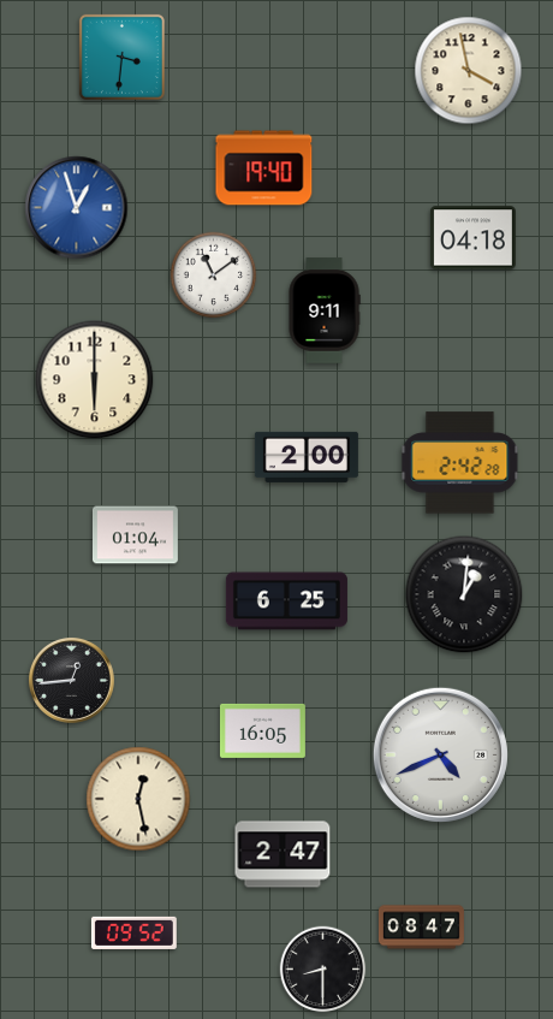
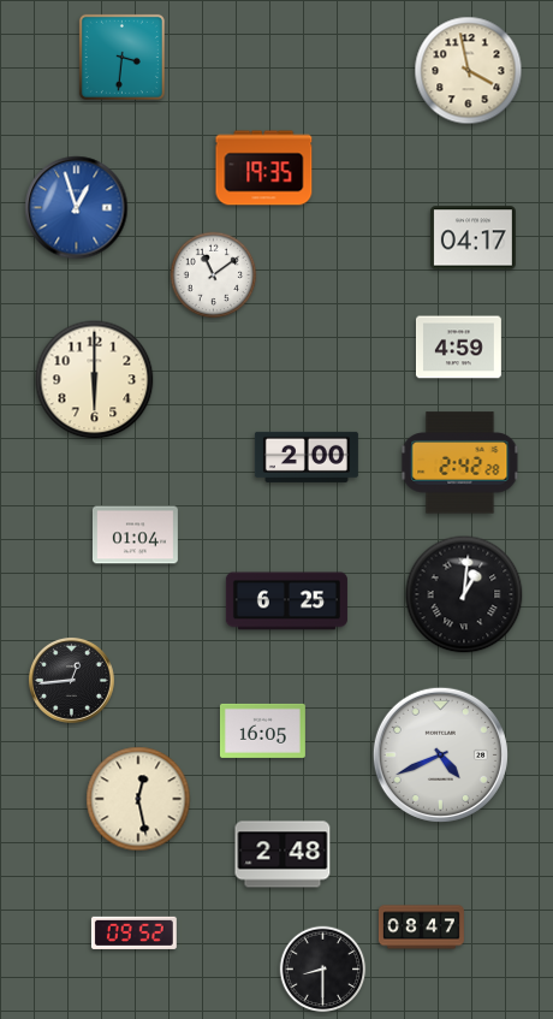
clock at (264, 168): 19:40 -> 19:35
clock at (472, 238): 04:18 -> 04:17
clock at (325, 310): 9:11 -> none
clock at (458, 348): none -> 4:59
clock at (283, 854): 2:47 -> 2:48
